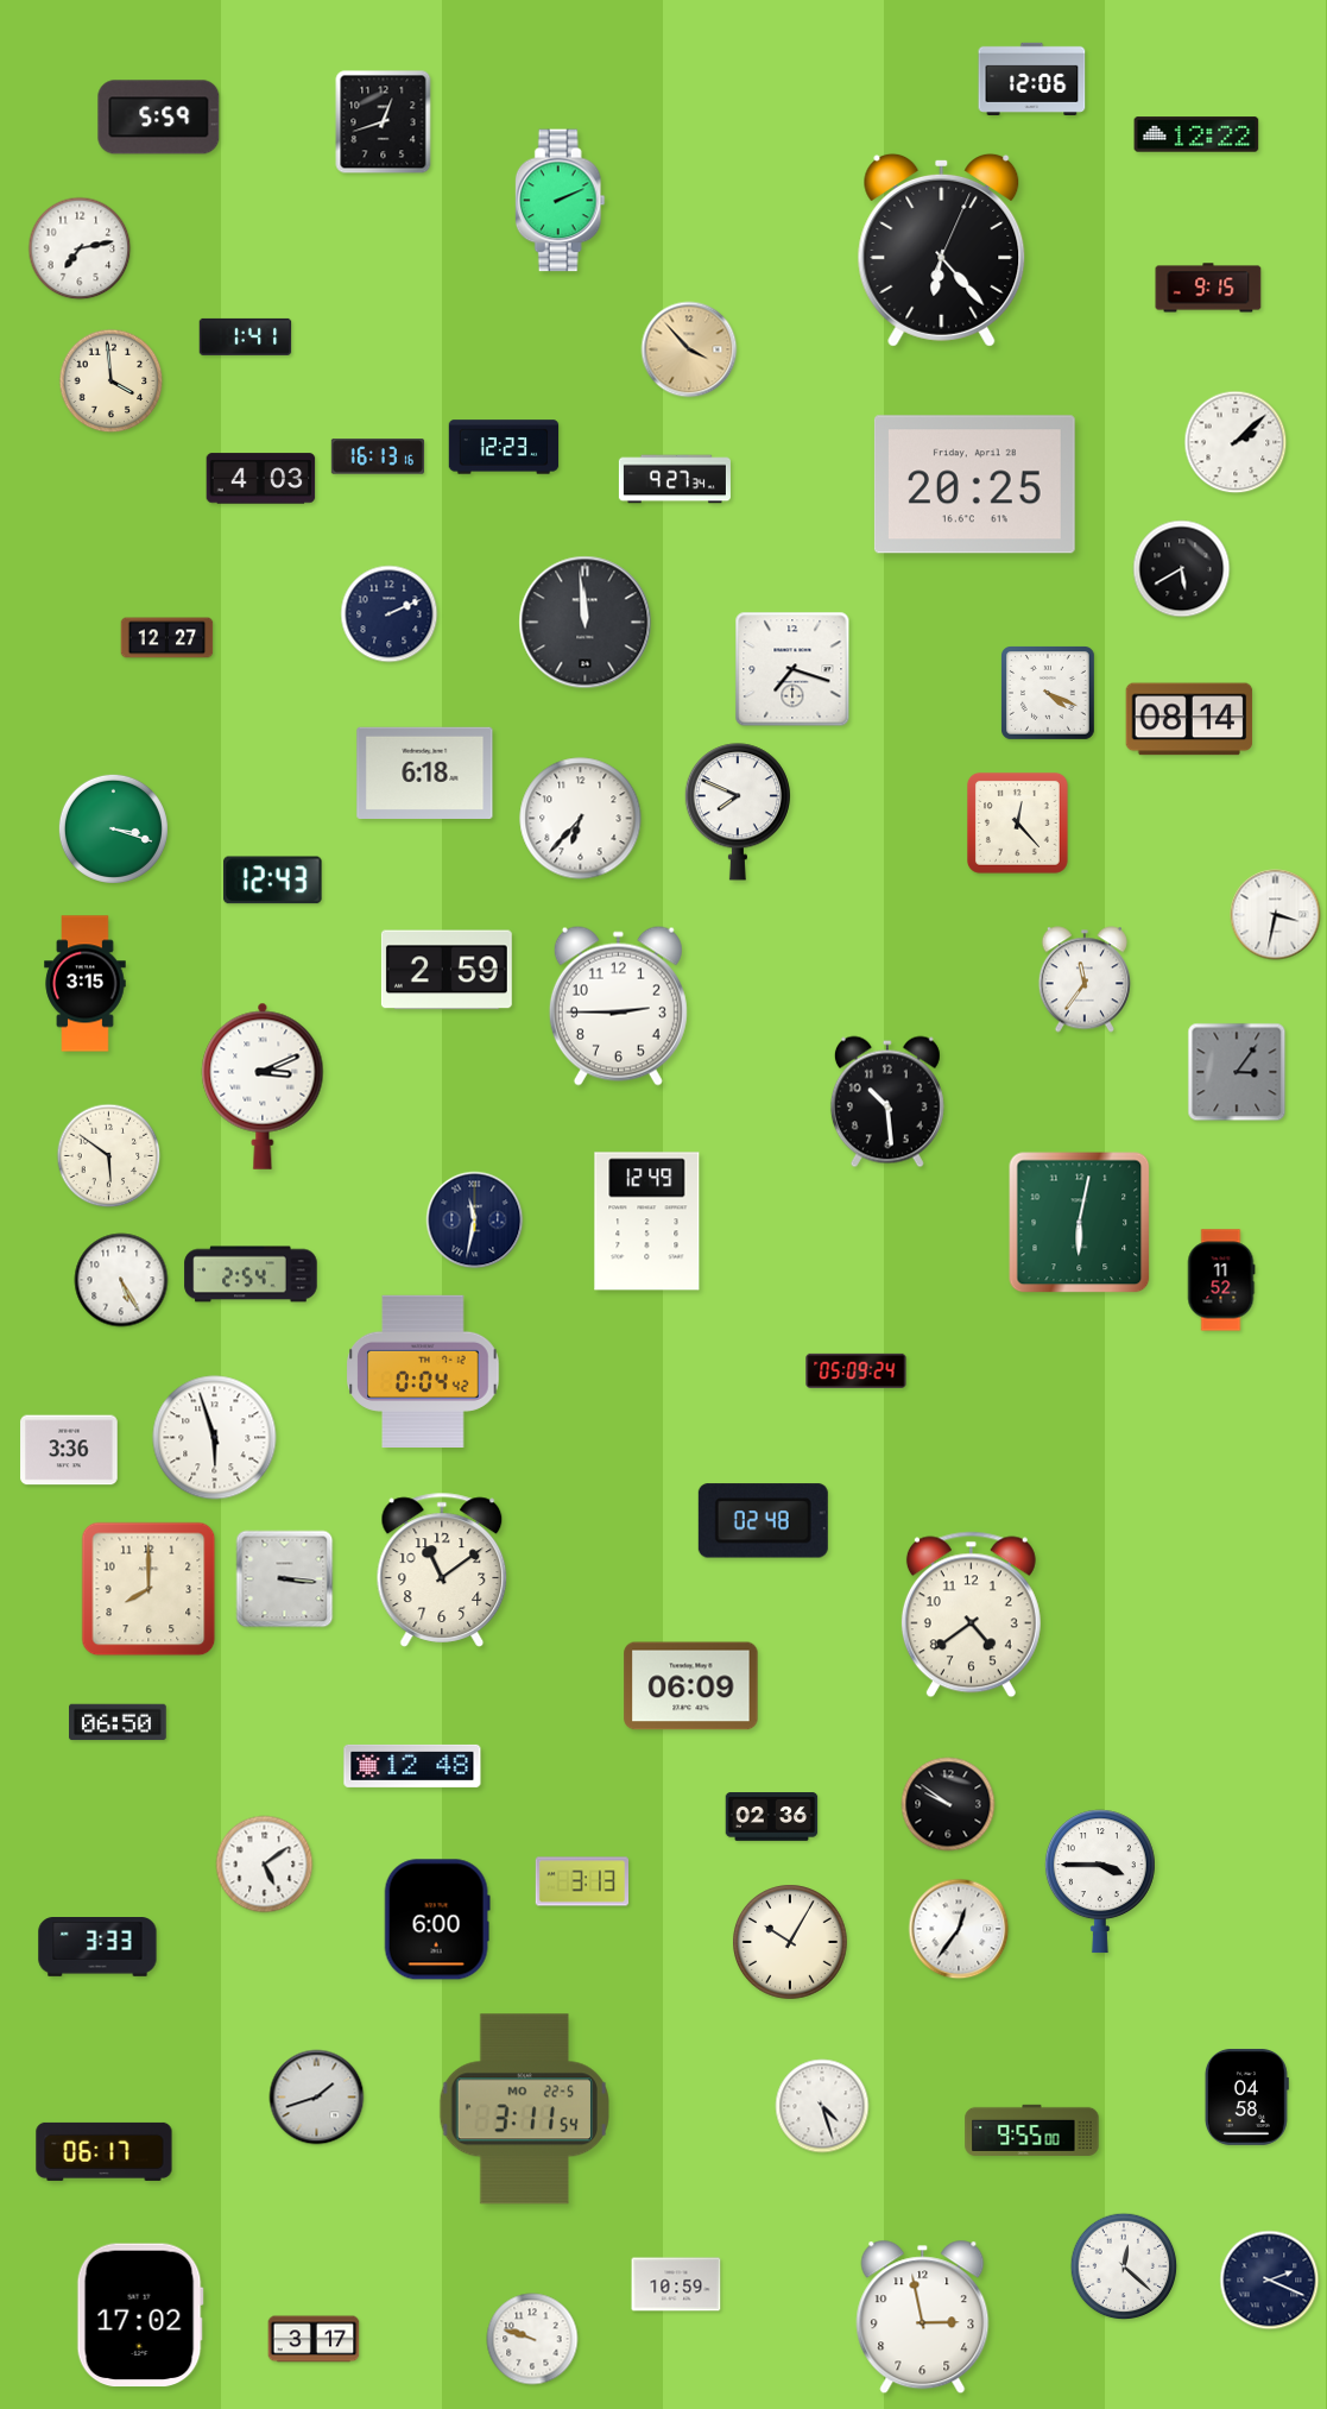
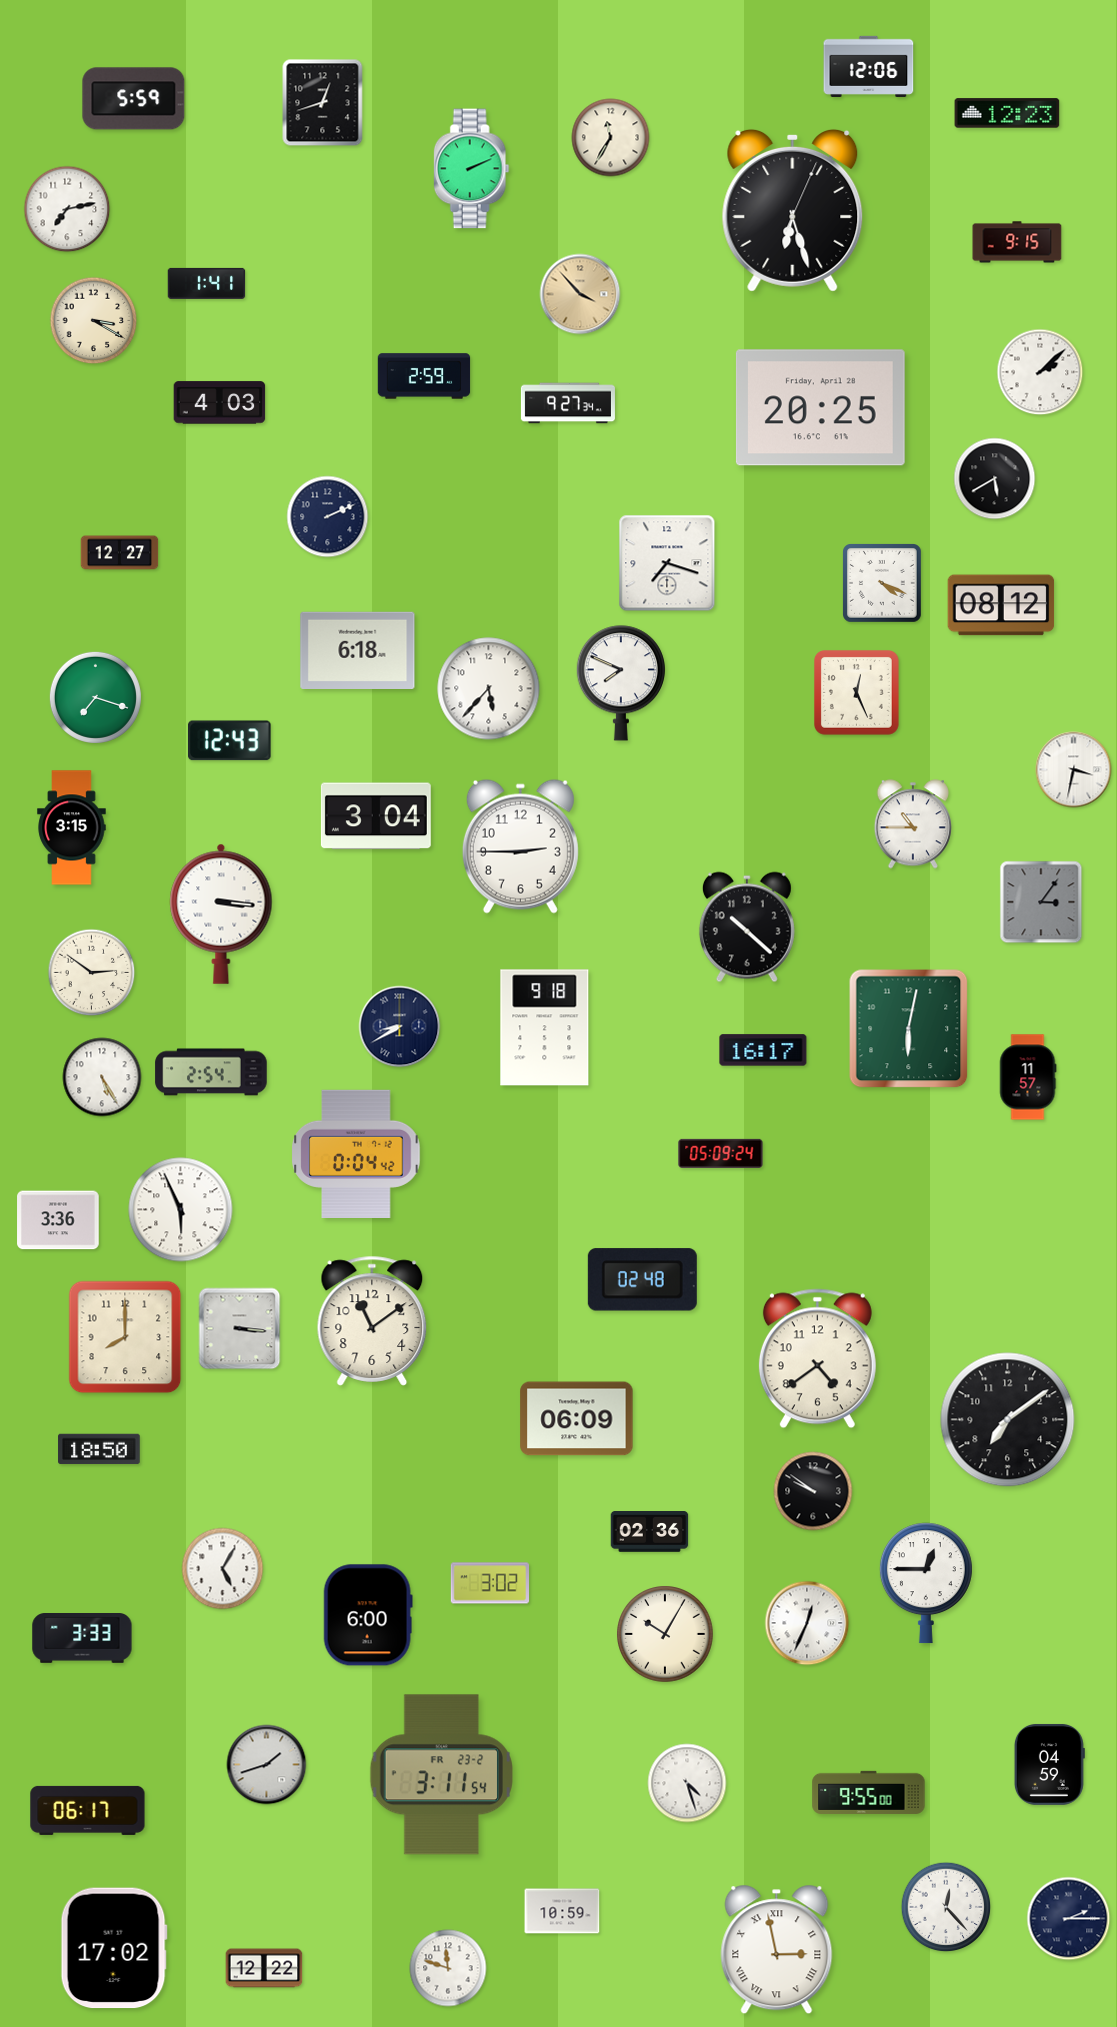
clock at (1196, 134): 12:22 -> 12:23
clock at (611, 138): none -> 11:35
clock at (942, 250): 6:23 -> 6:27
clock at (112, 381): 3:59 -> 3:20
clock at (504, 447): 12:23 -> 2:59
clock at (378, 456): 16:13 -> none
clock at (586, 623): 11:59 -> none
clock at (168, 638) position: (168, 638) -> (120, 553)
clock at (1189, 719): 08:14 -> 08:12
clock at (581, 819): 6:37 -> 5:37
clock at (1018, 824): 12:23 -> 12:26
clock at (113, 828): 3:18 -> 7:18
clock at (447, 970): 2:59 -> 3:04
clock at (1085, 979): 11:36 -> 10:45
clock at (263, 1086): 3:11 -> 3:16
clock at (887, 1102): 10:29 -> 10:22
clock at (109, 1156): 5:51 -> 2:51
clock at (475, 1221): 11:32 -> 8:40
clock at (647, 1222): 12:49 -> 9:18
clock at (763, 1050): none -> 16:17
clock at (1221, 1280): 11:52 -> 11:57
clock at (215, 1438): 5:57 -> 5:56
clock at (691, 1686) position: (691, 1686) -> (577, 1419)
clock at (1008, 1420): none -> 7:09
clock at (118, 1722): 06:50 -> 18:50
clock at (412, 1766): 12:48 -> none
clock at (948, 1804) position: (948, 1804) -> (813, 1491)
clock at (772, 1817) position: (772, 1817) -> (650, 1532)
clock at (265, 1865): 5:09 -> 5:05
clock at (582, 1881): 3:13 -> 3:02
clock at (1100, 1881): 3:45 -> 12:45
clock at (959, 1929): 12:36 -> 12:34
clock at (1246, 2096): 04:58 -> 04:59
clock at (822, 2106) position: (822, 2106) -> (687, 1783)
clock at (524, 2110) date: MO 22-5 -> FR 23-2
clock at (1124, 2266): 12:22 -> 12:23
clock at (1270, 2281): 2:19 -> 2:15
clock at (676, 2284) position: (676, 2284) -> (562, 1911)
clock at (140, 2315) position: (140, 2315) -> (114, 1948)
clock at (923, 2317) numerals: Arabic -> Roman
clock at (314, 2339): 3:17 -> 12:22
clock at (532, 2339): 9:48 -> 11:48
